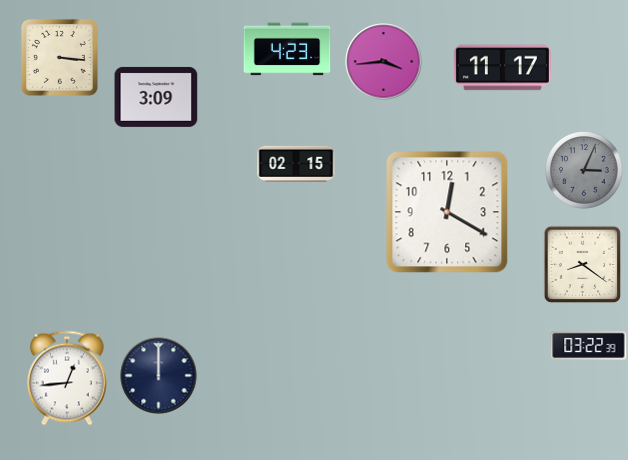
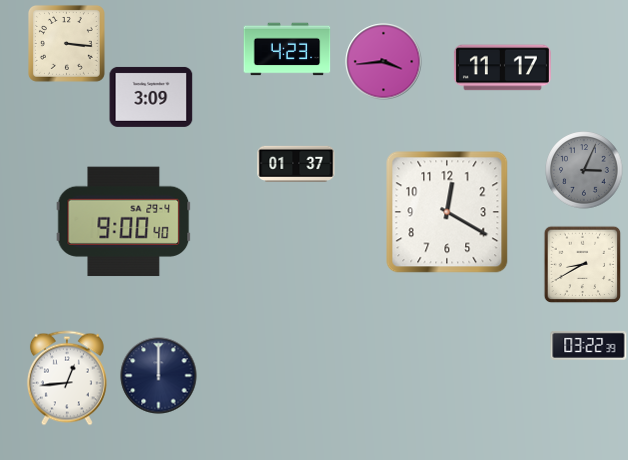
clock at (59, 57) position: (59, 57) -> (66, 43)
clock at (156, 97) position: (156, 97) -> (151, 97)
clock at (296, 164): 02:15 -> 01:37
clock at (124, 222): none -> 9:00
clock at (582, 264): 8:21 -> 8:40
